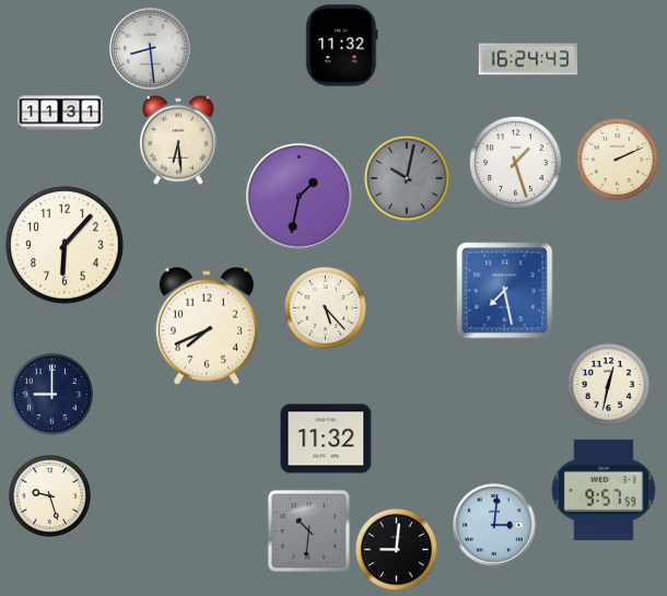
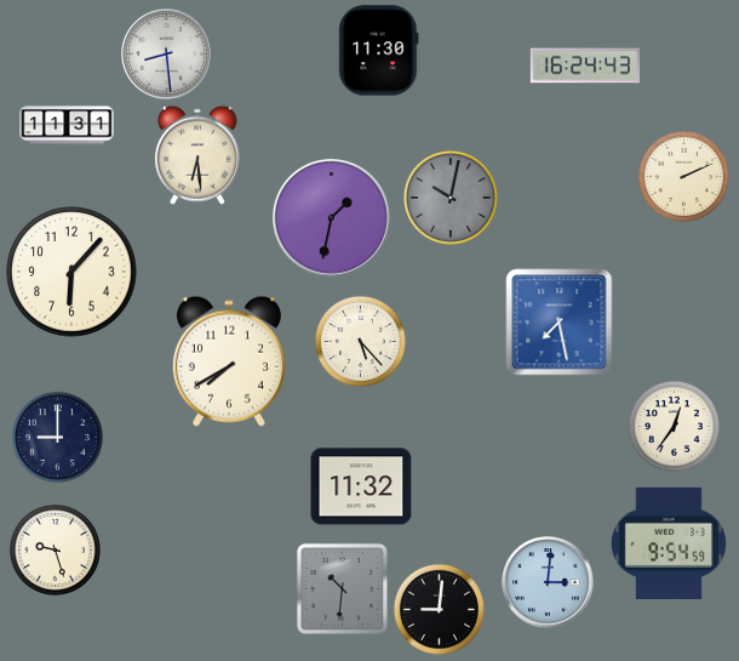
clock at (342, 46): 11:32 -> 11:30
clock at (515, 162): 1:27 -> none
clock at (207, 326): 7:41 -> 7:40
clock at (608, 384): 12:32 -> 12:36
clock at (604, 490): 9:57 -> 9:54
